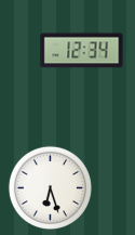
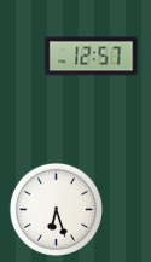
clock at (82, 51): 12:34 -> 12:57
